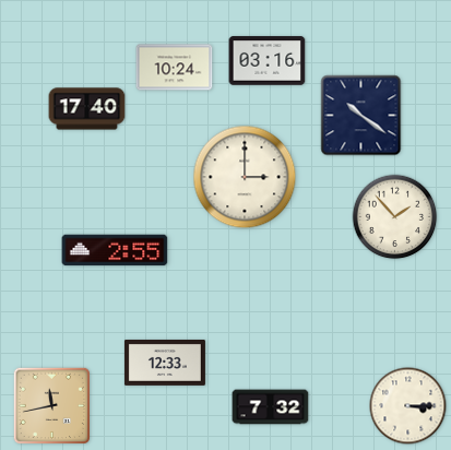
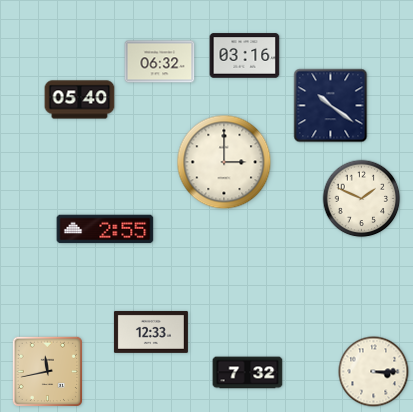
clock at (175, 68): 10:24 -> 06:32
clock at (87, 109): 17:40 -> 05:40
clock at (395, 217): 1:53 -> 1:49
